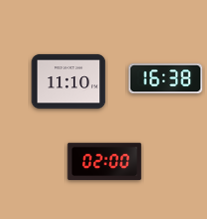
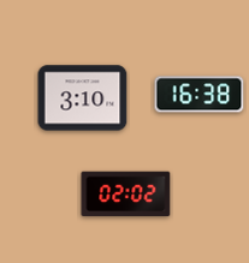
clock at (69, 82): 11:10 -> 3:10
clock at (105, 162): 02:00 -> 02:02
